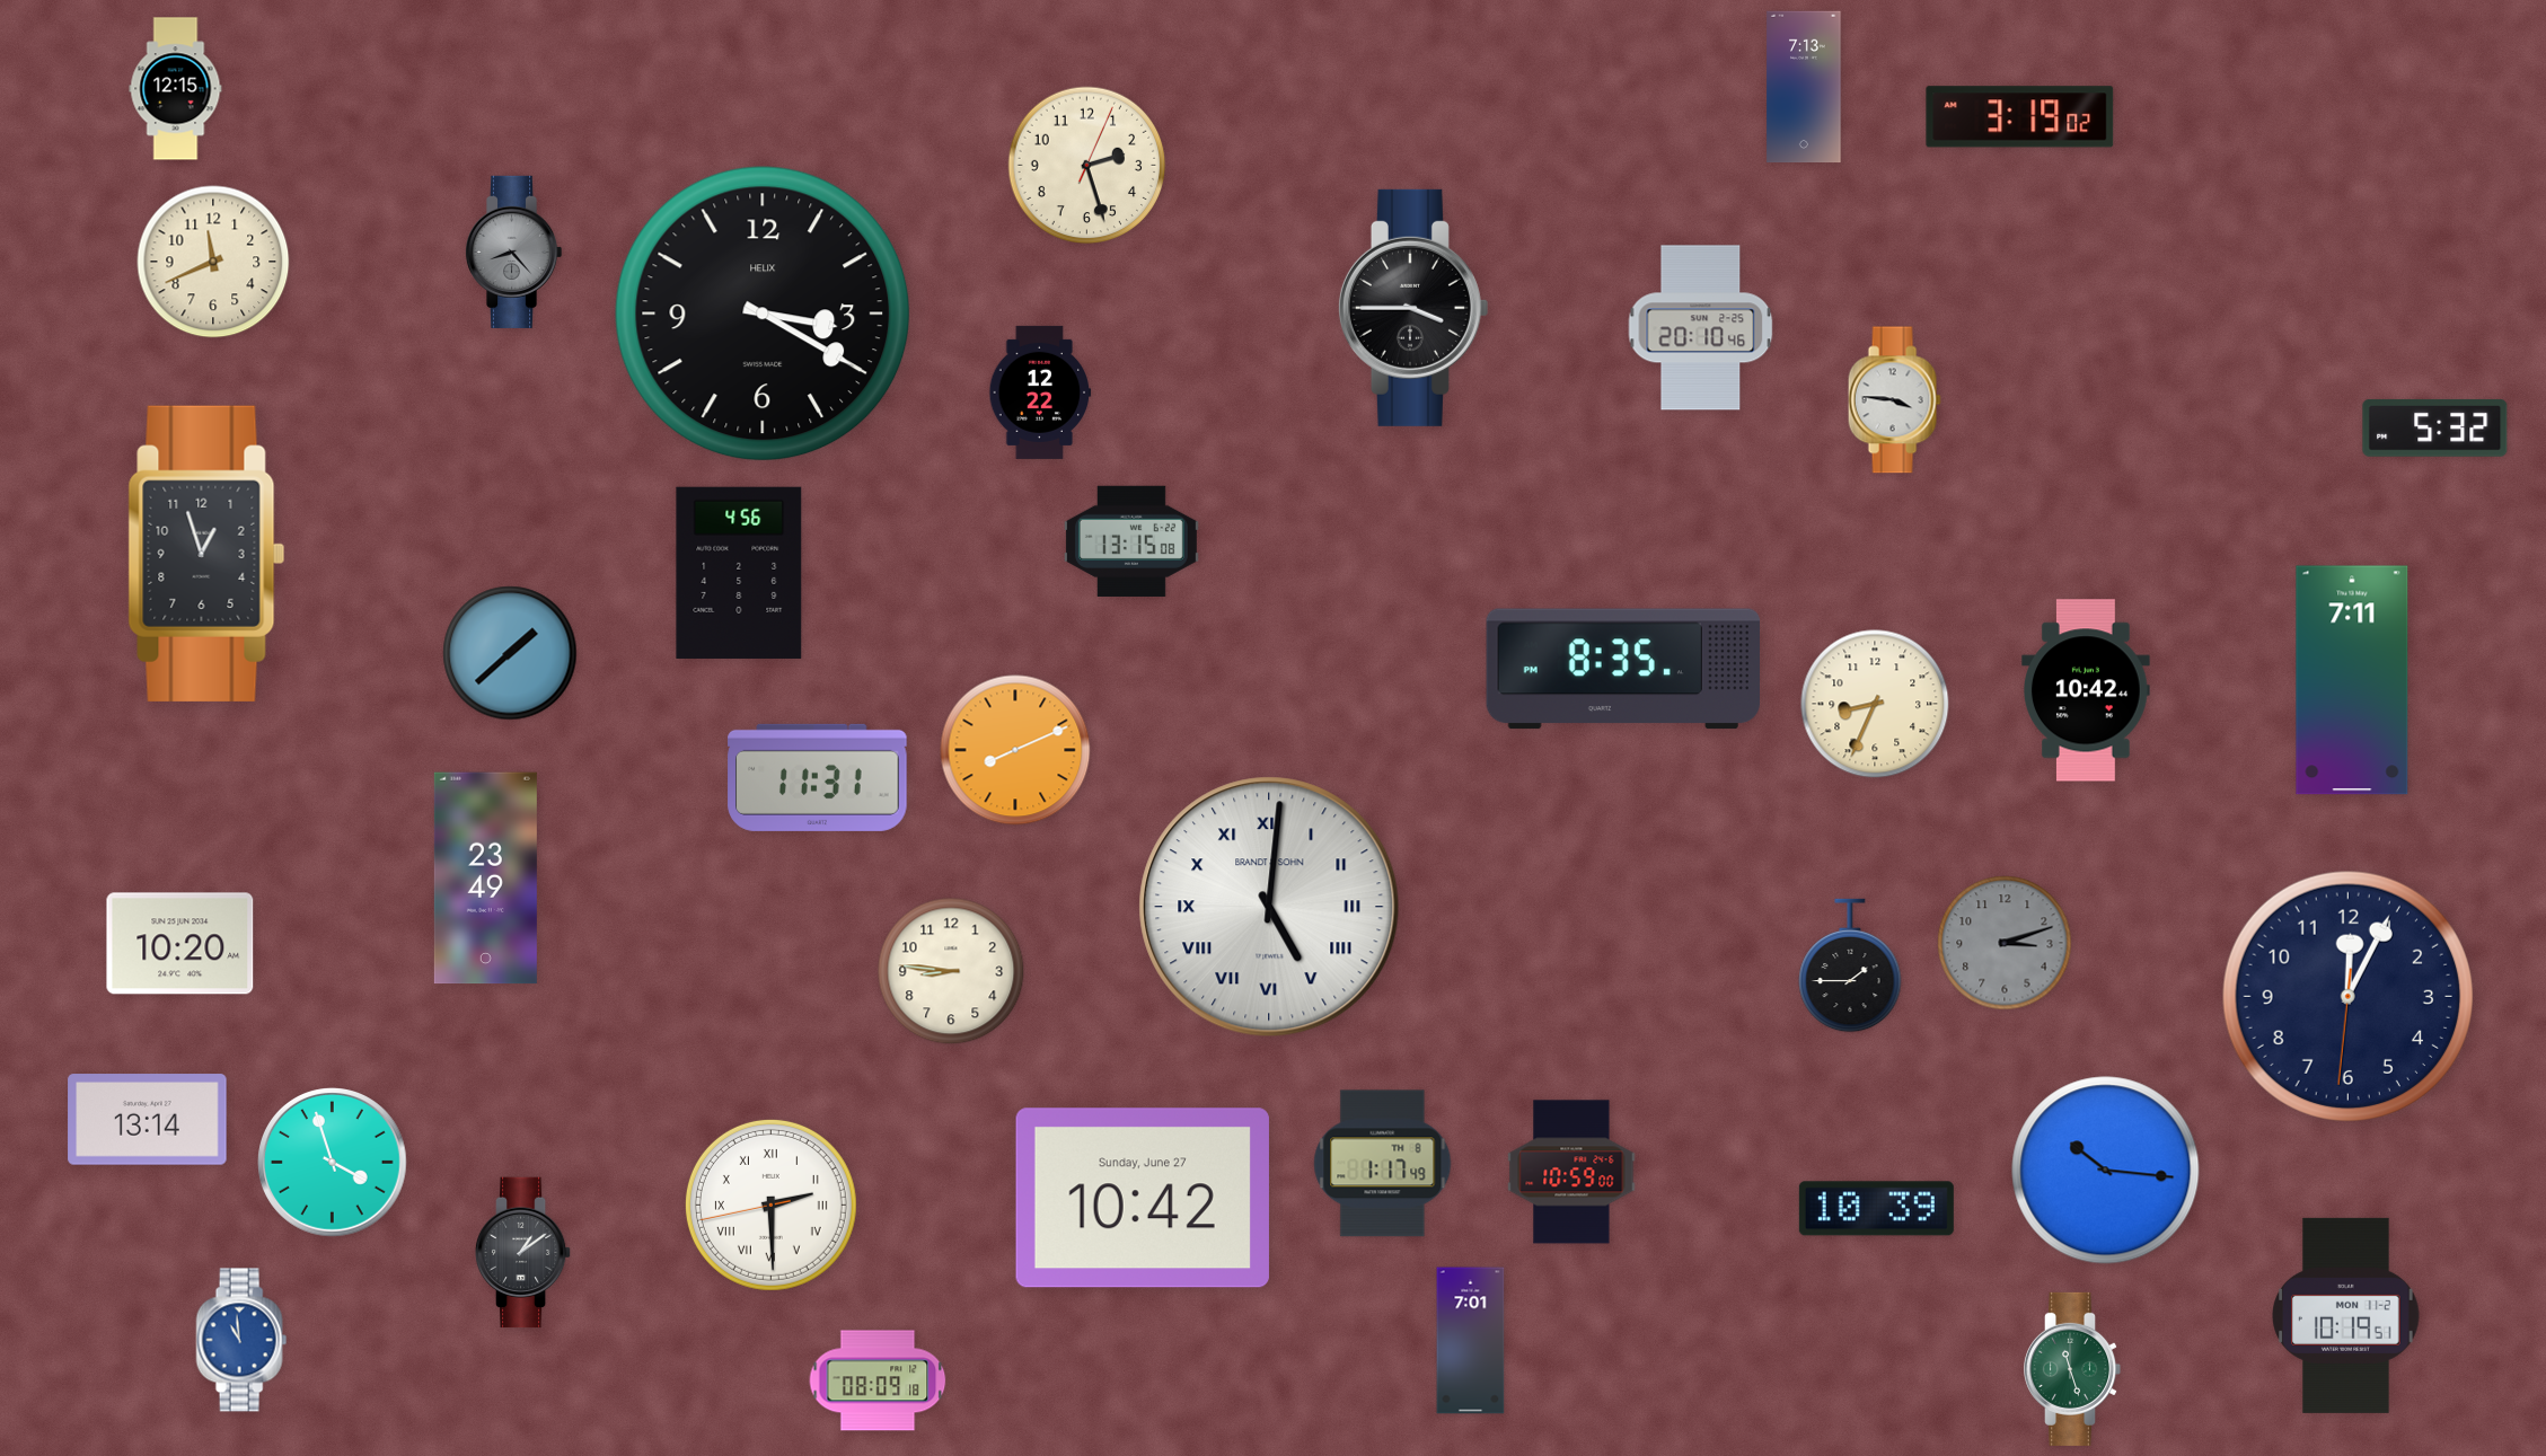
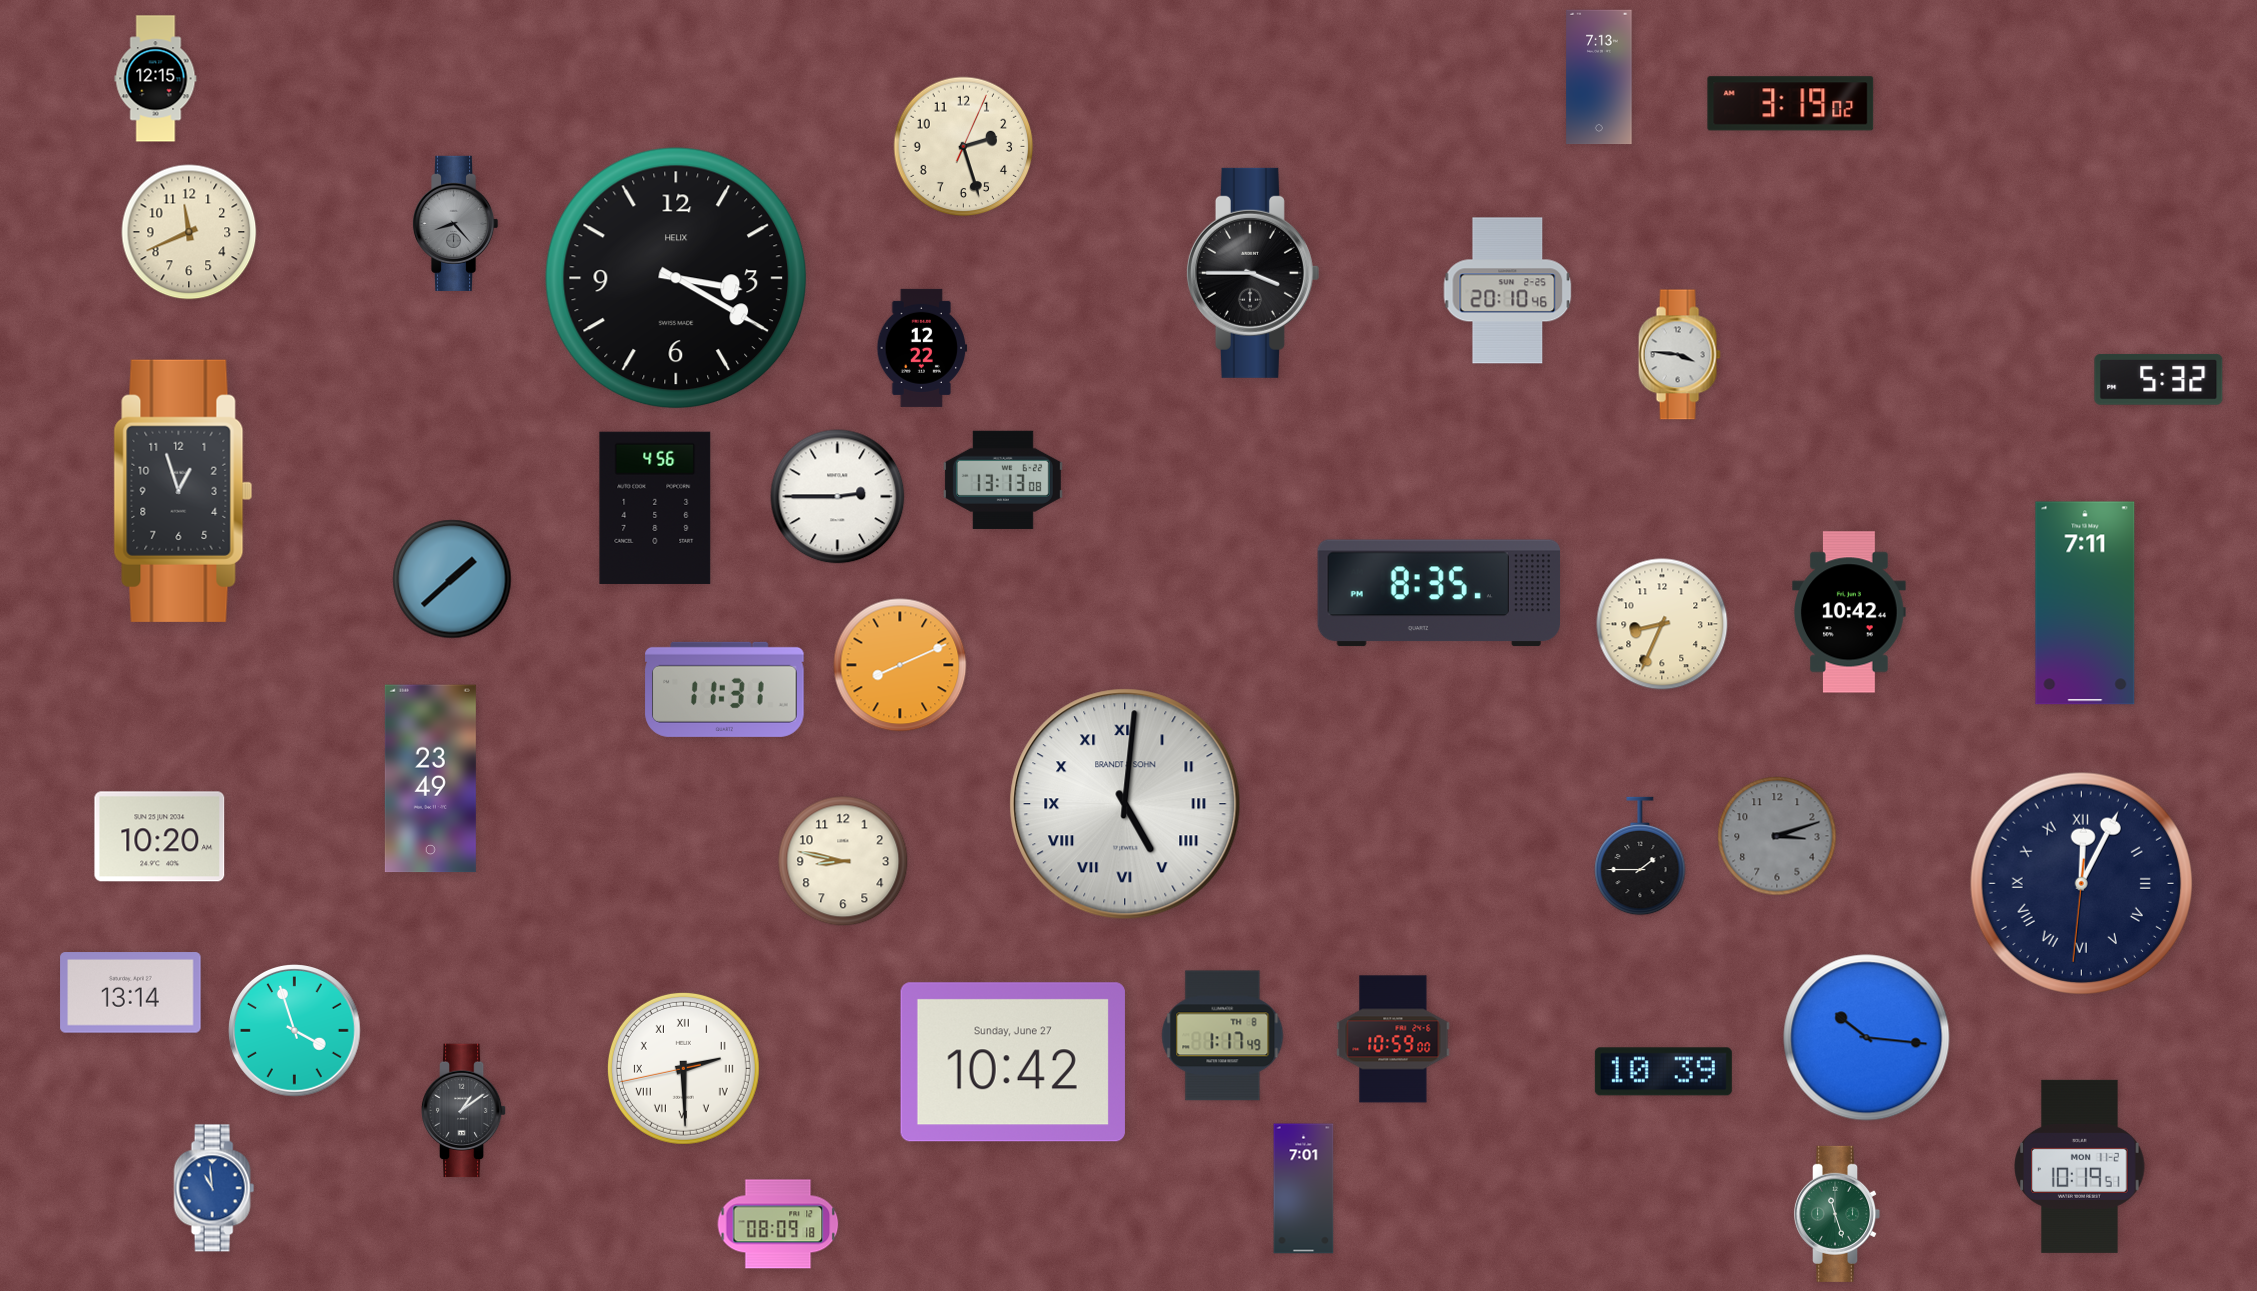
clock at (1131, 541): 13:15 -> 13:13
clock at (838, 497): none -> 2:45
clock at (951, 971): 8:46 -> 8:47
clock at (2347, 996) numerals: Arabic -> Roman
clock at (1383, 1164) position: (1383, 1164) -> (1223, 1036)
